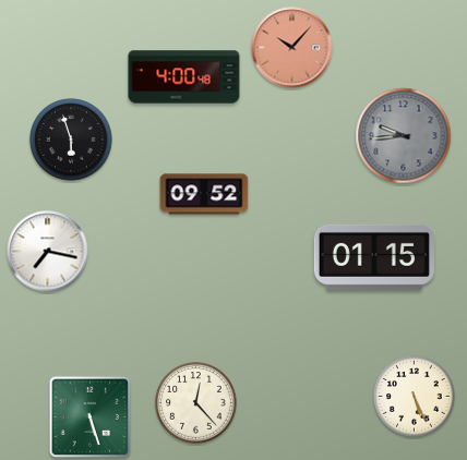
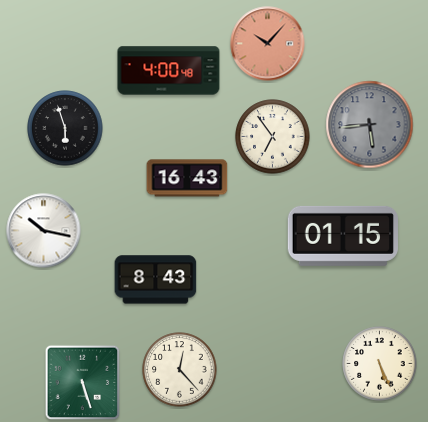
clock at (404, 136): 9:44 -> 5:44
clock at (273, 137): none -> 6:54
clock at (204, 194): 09:52 -> 16:43
clock at (48, 252): 7:17 -> 10:17
clock at (156, 280): none -> 8:43
